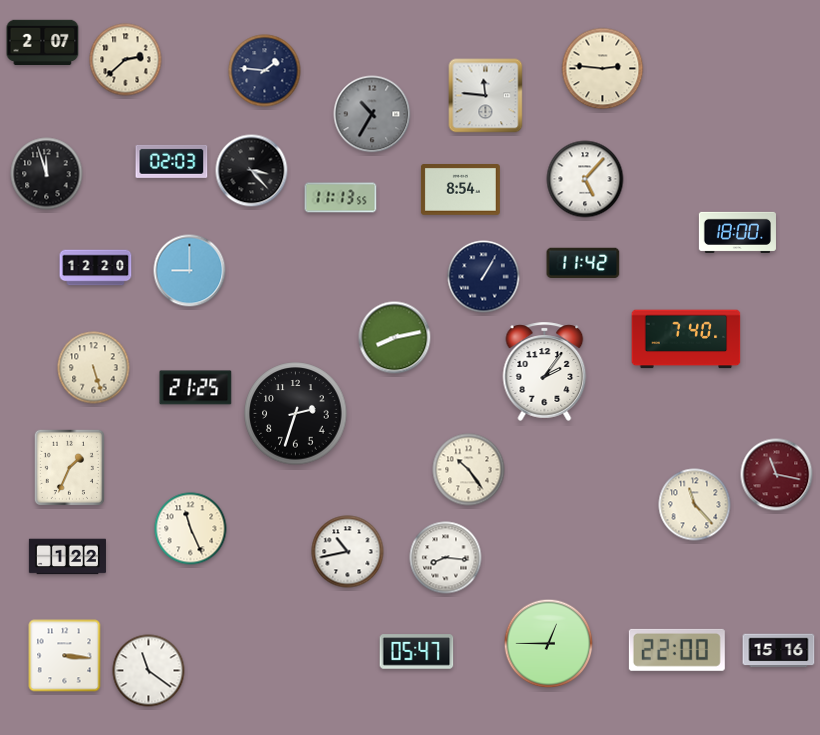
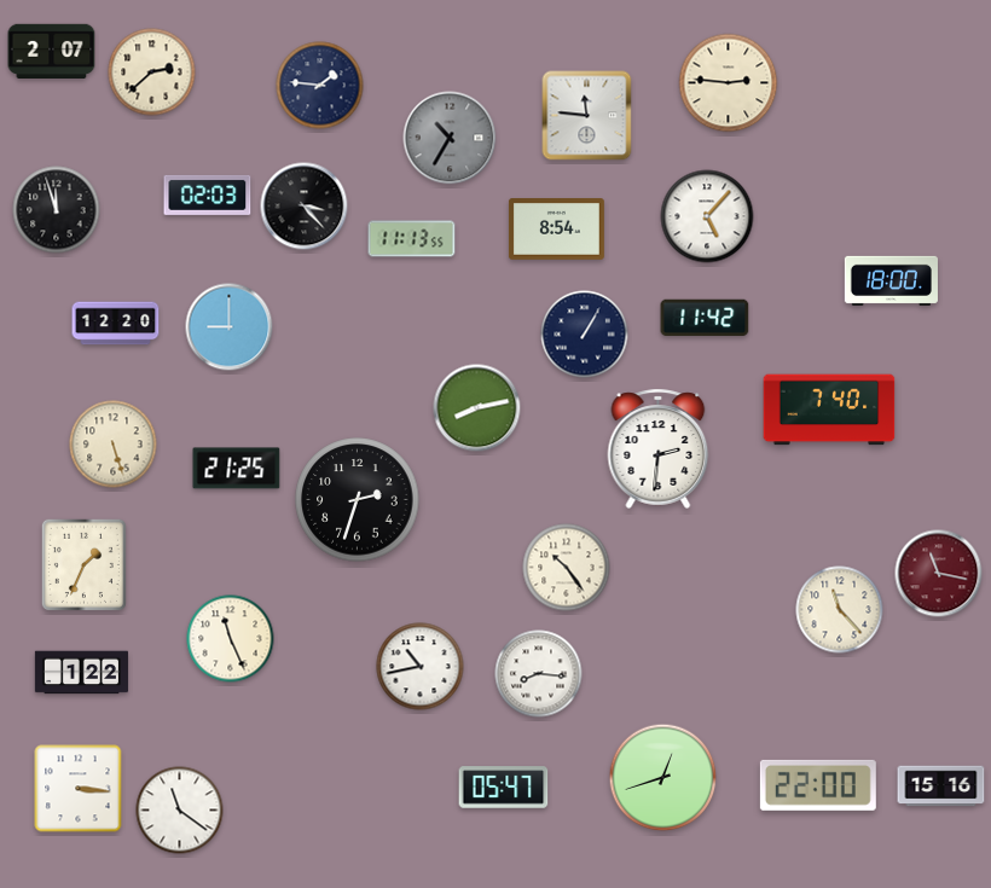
clock at (545, 371): 2:06 -> 2:31
clock at (549, 644): 12:45 -> 12:42
clock at (65, 656) position: (65, 656) -> (79, 789)
